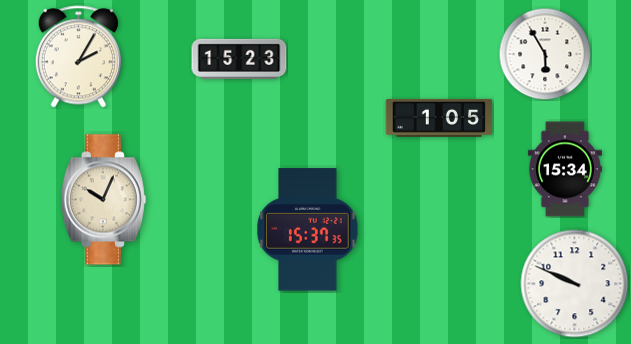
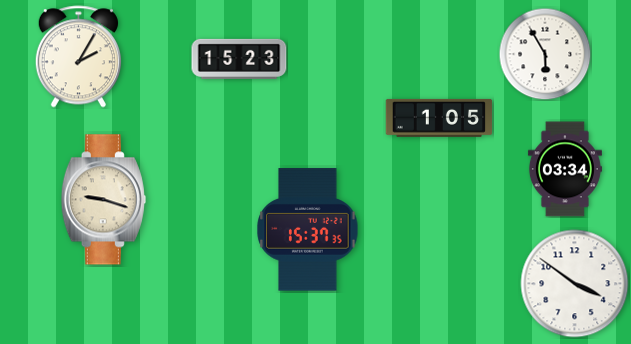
clock at (565, 169): 15:34 -> 03:34
clock at (103, 200): 10:04 -> 9:18
clock at (575, 284): 9:49 -> 3:51
